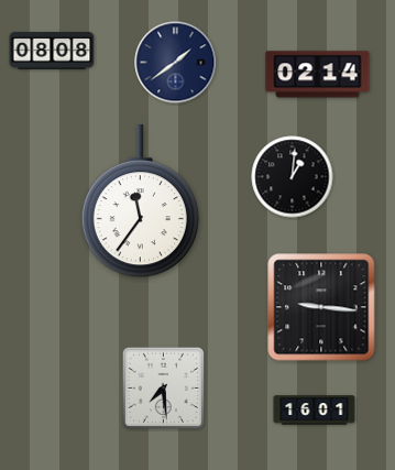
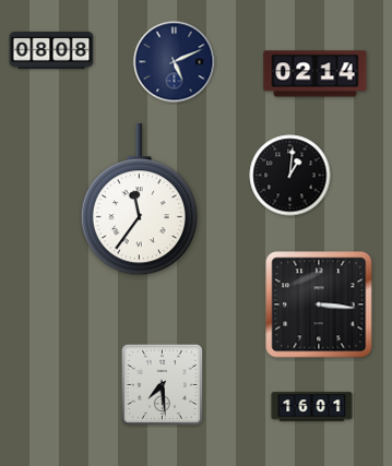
clock at (176, 63): 1:39 -> 5:11
clock at (321, 307): 9:16 -> 3:16
